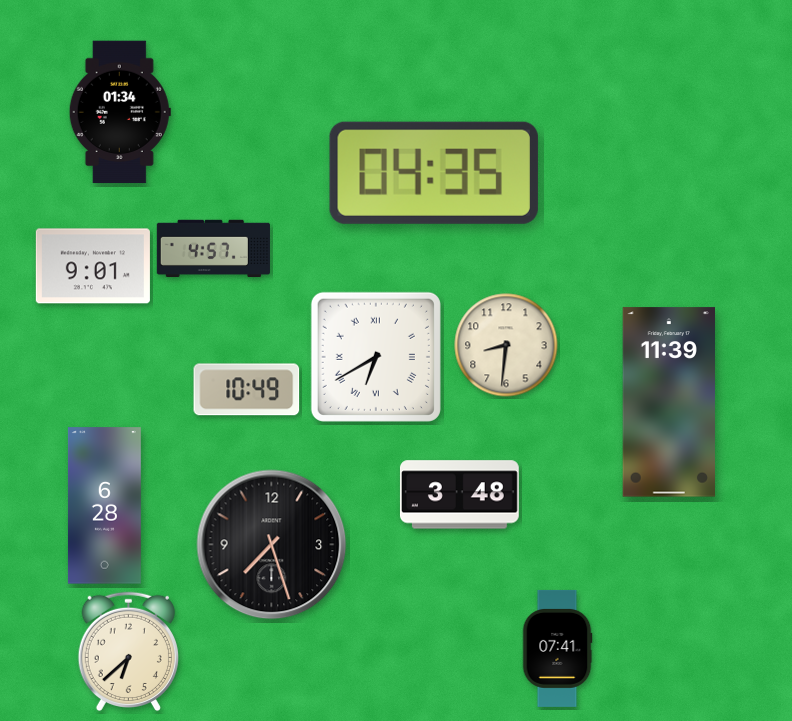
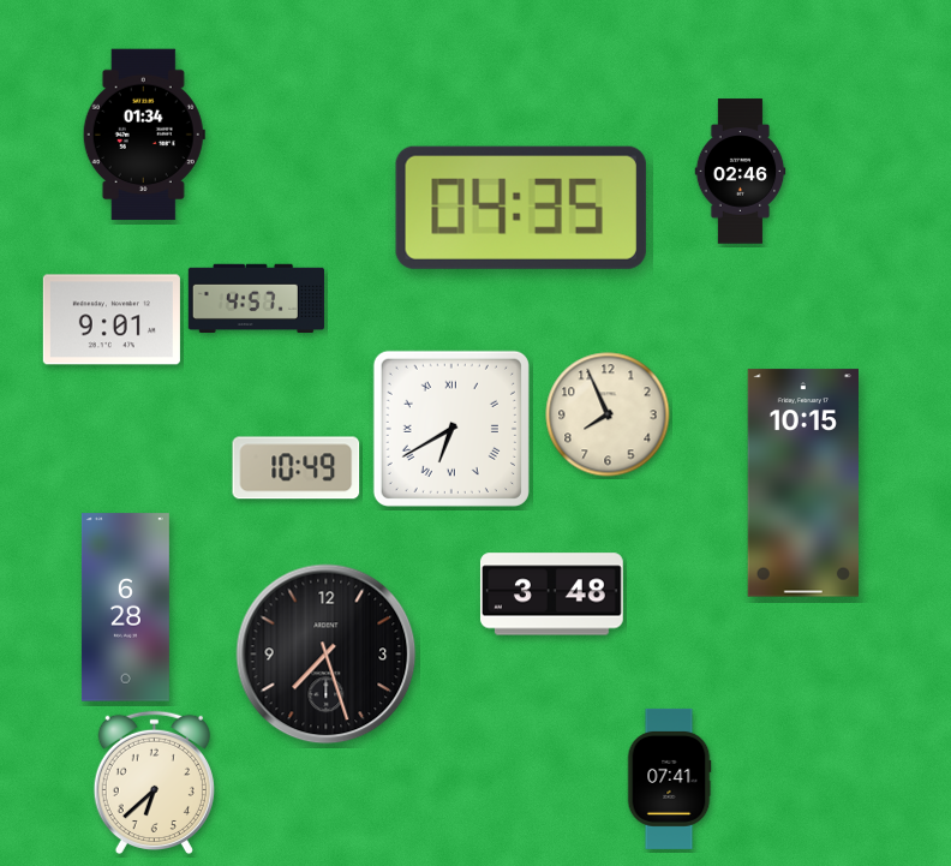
clock at (741, 172): none -> 02:46
clock at (506, 345): 8:31 -> 7:56
clock at (668, 402): 11:39 -> 10:15
